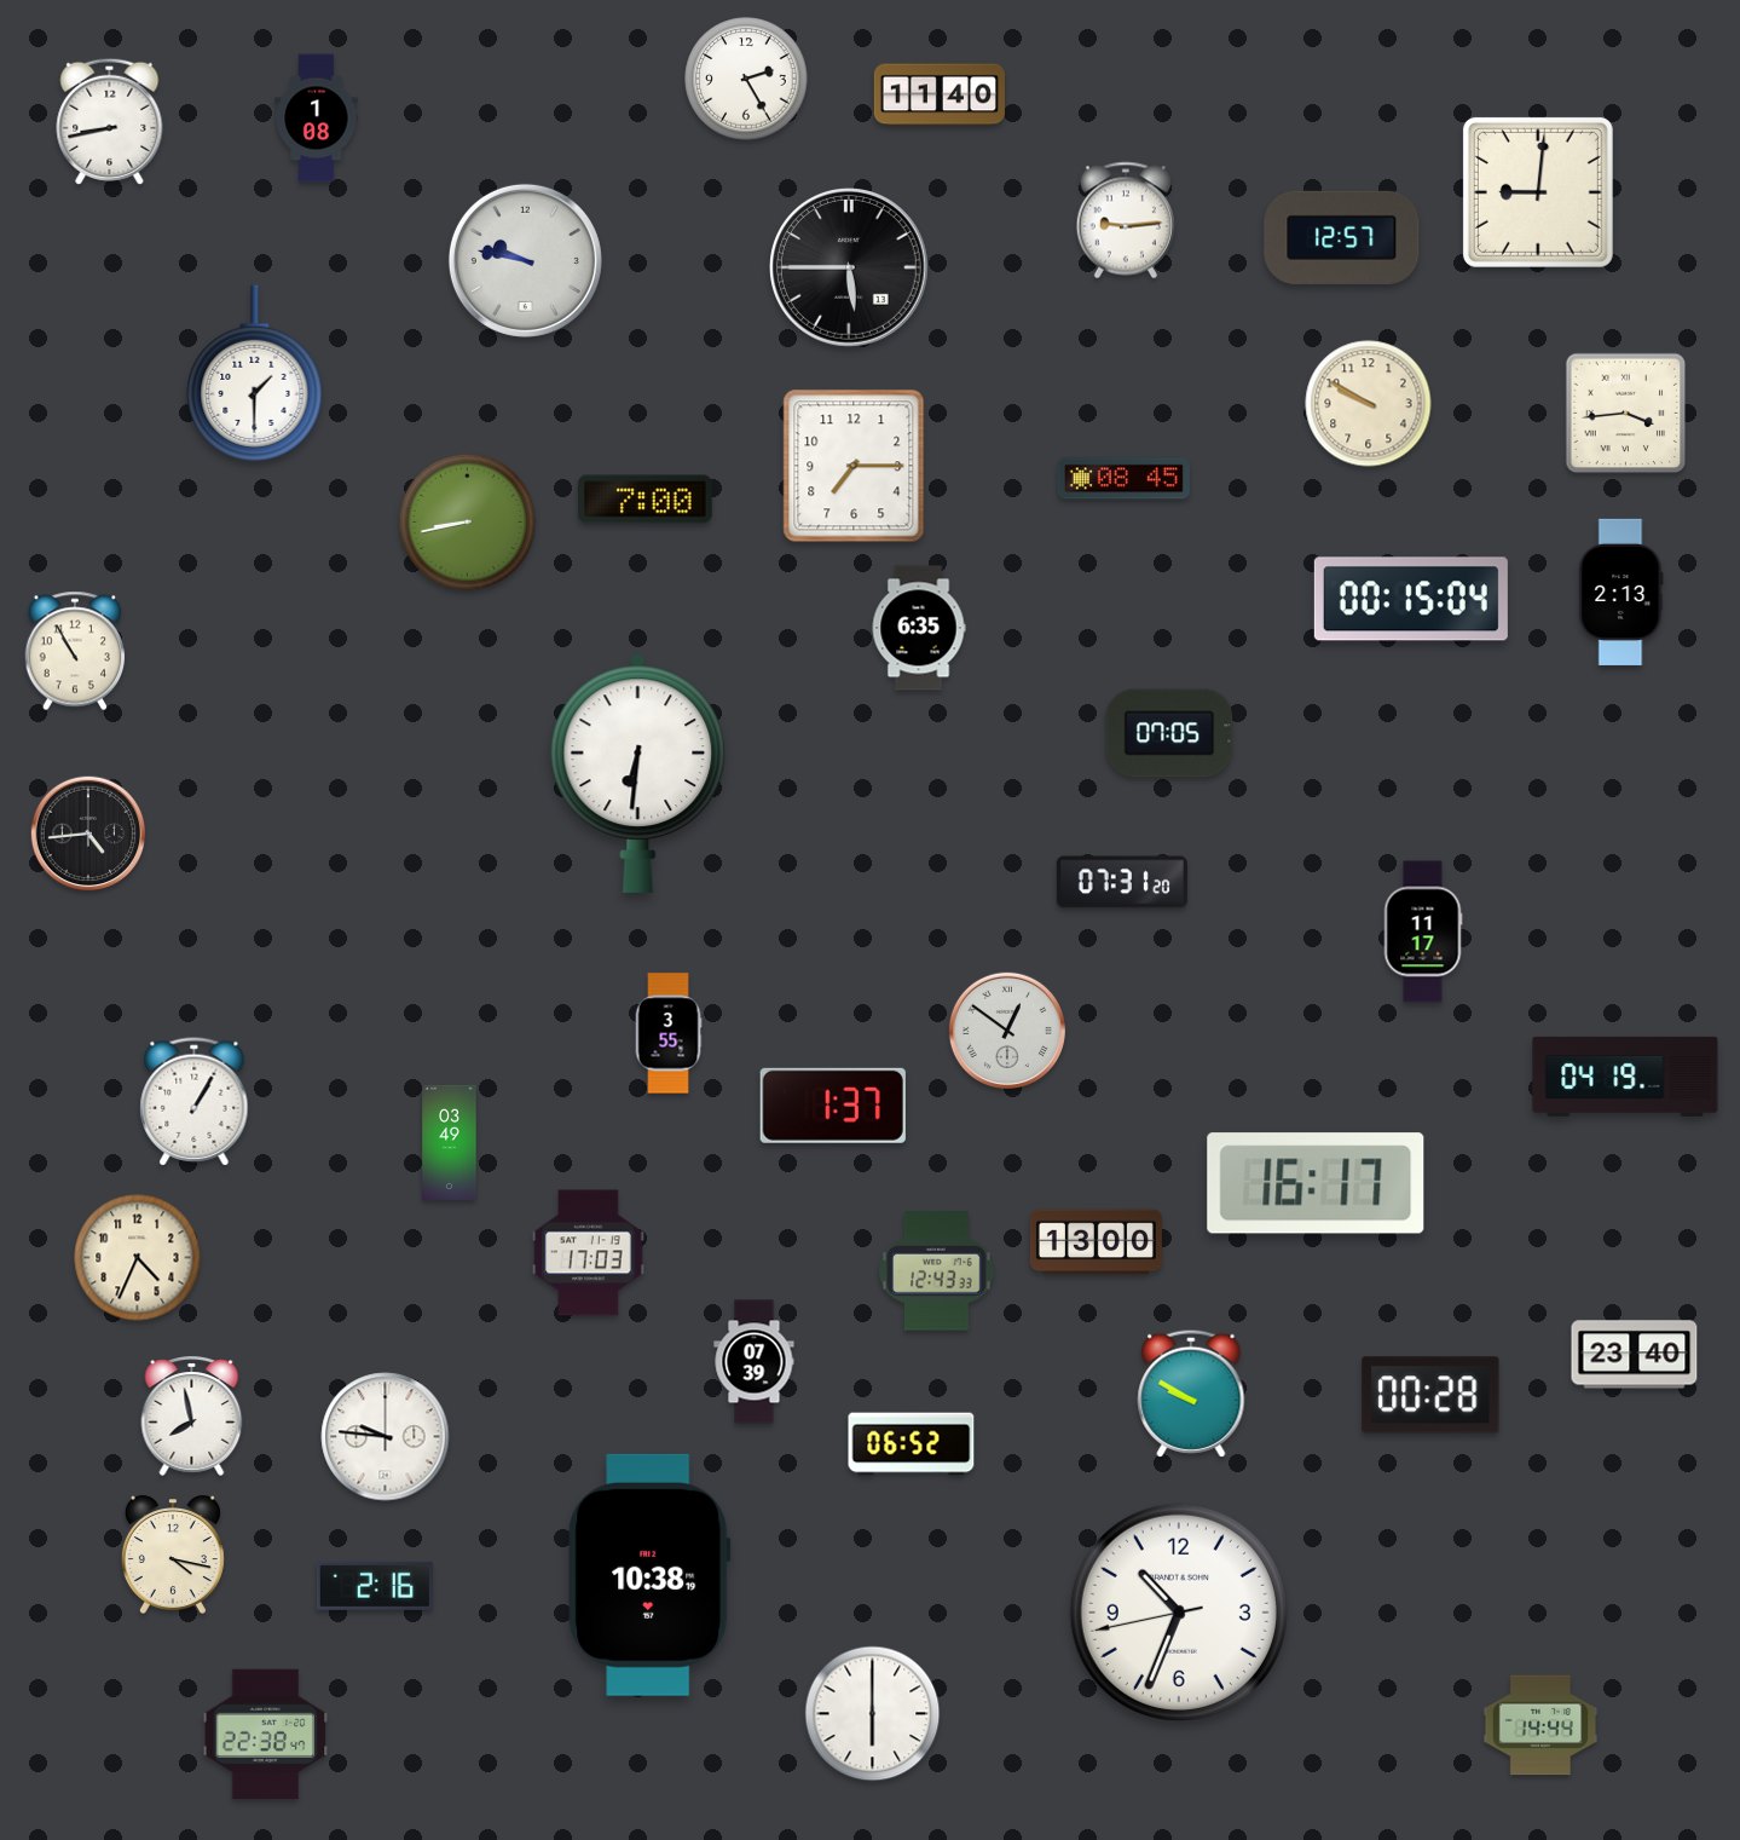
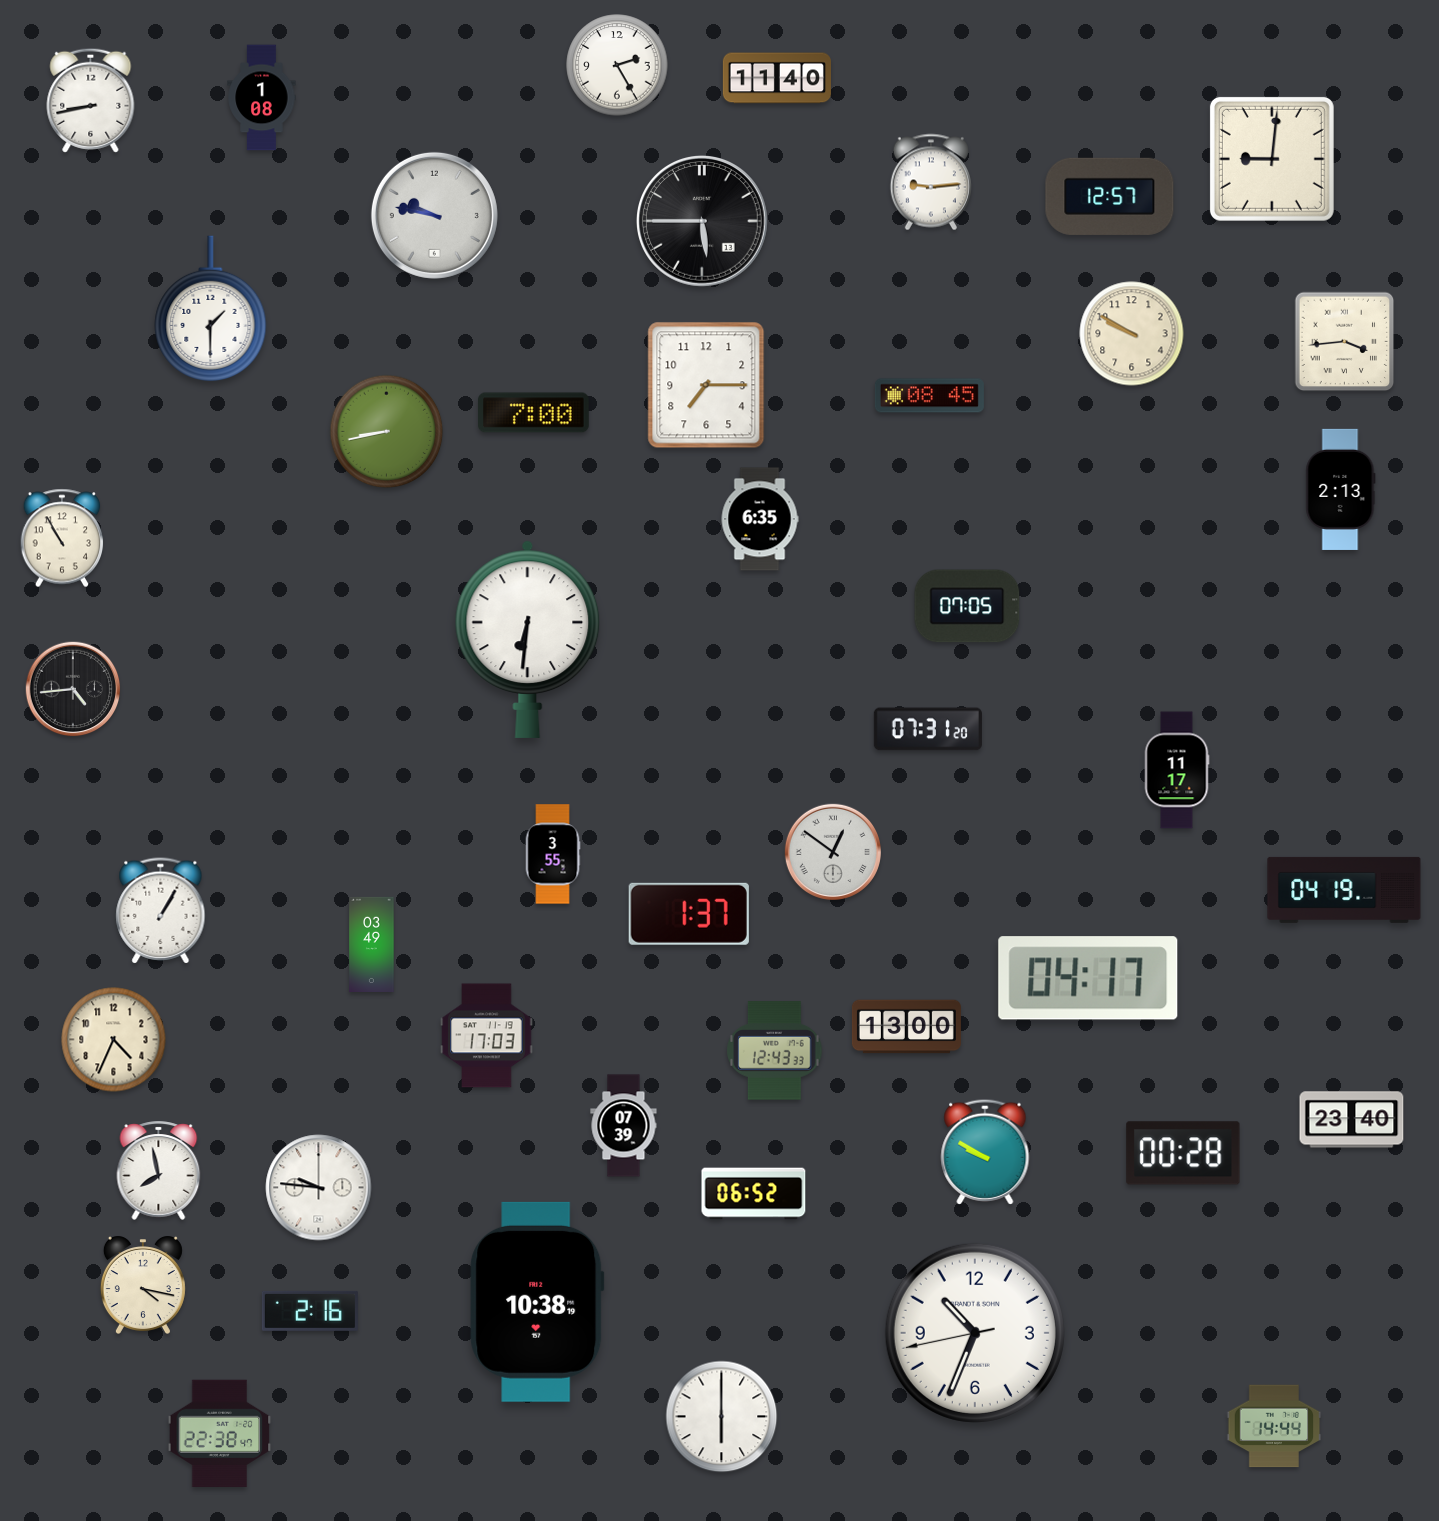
clock at (1411, 599): 00:15 -> none
clock at (1316, 1183): 16:17 -> 04:17
